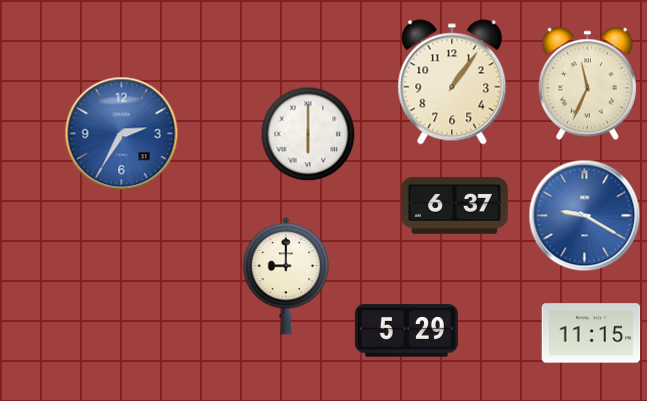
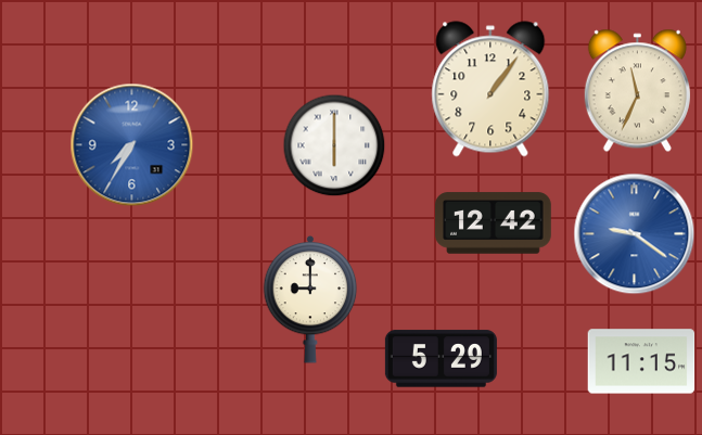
clock at (122, 134): 2:35 -> 7:35
clock at (455, 206): 6:37 -> 12:42
clock at (585, 216): 9:20 -> 9:21
